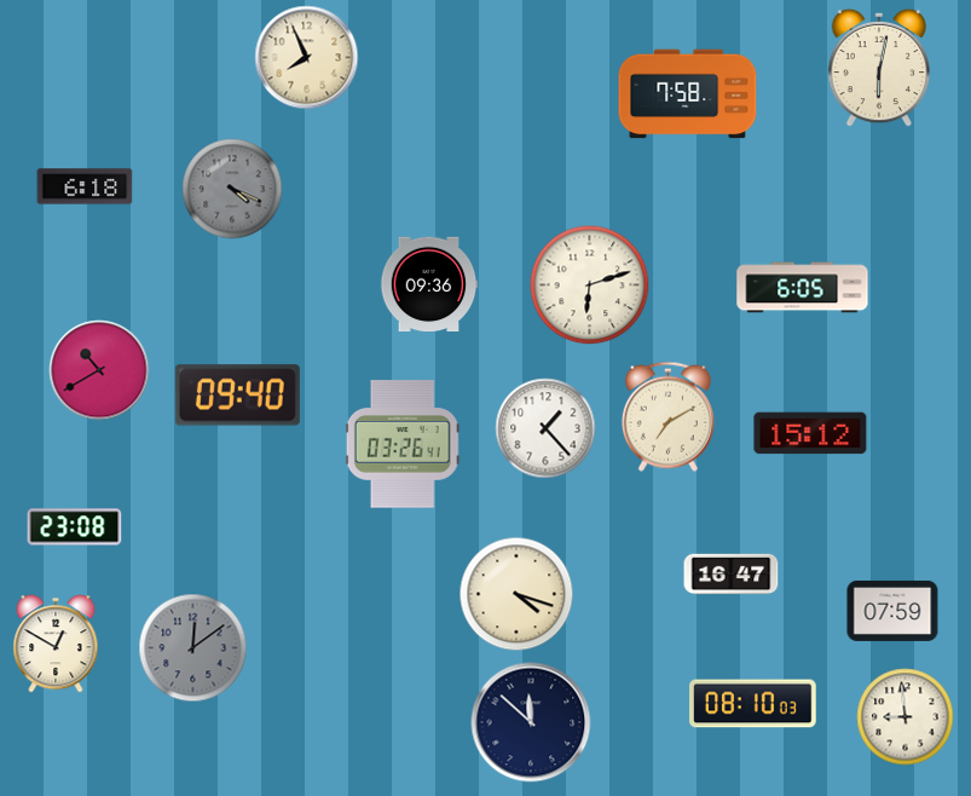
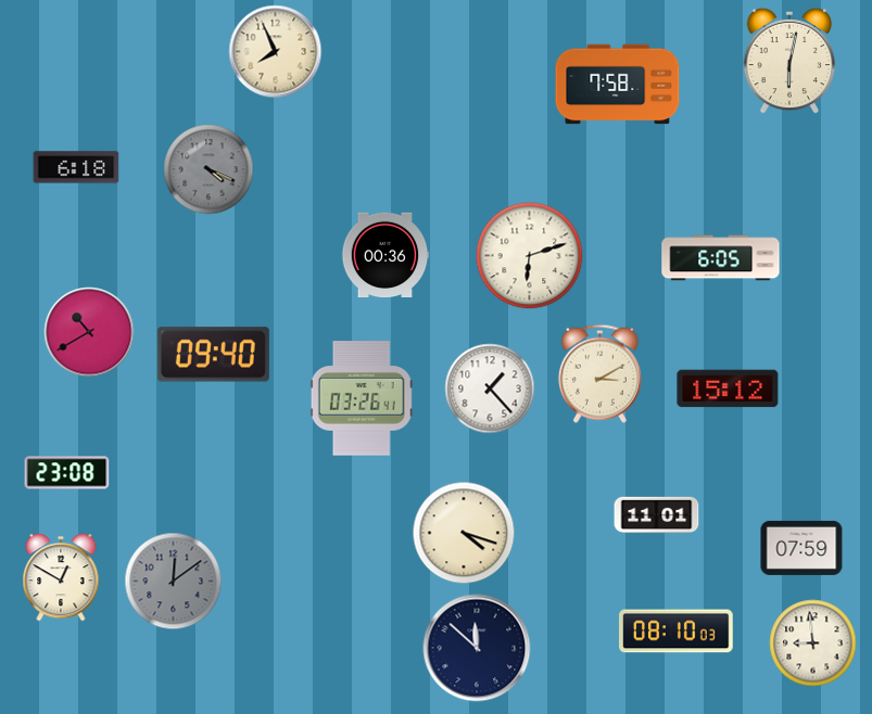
clock at (429, 284): 09:36 -> 00:36
clock at (667, 416): 7:10 -> 3:10
clock at (545, 428) position: (545, 428) -> (490, 388)
clock at (732, 575): 16:47 -> 11:01
clock at (56, 644) position: (56, 644) -> (61, 577)
